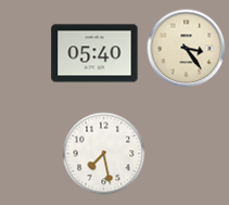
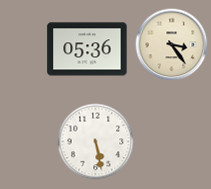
clock at (94, 53): 05:40 -> 05:36
clock at (104, 154): 7:28 -> 5:28
